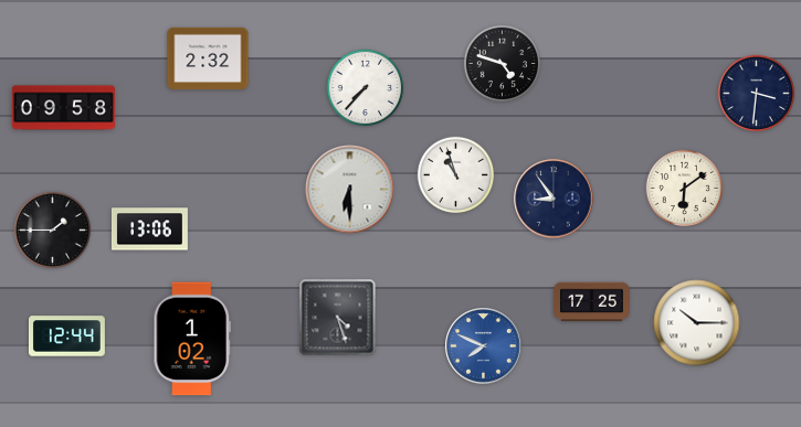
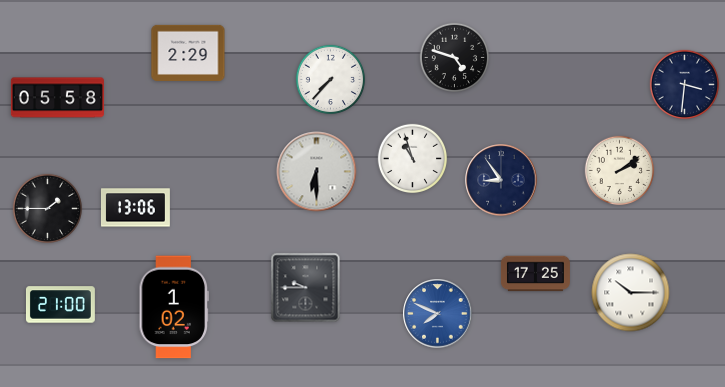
clock at (208, 58): 2:32 -> 2:29
clock at (63, 108): 09:58 -> 05:58
clock at (685, 189): 6:09 -> 2:09
clock at (338, 318): 4:27 -> 9:45
clock at (66, 337): 12:44 -> 21:00
